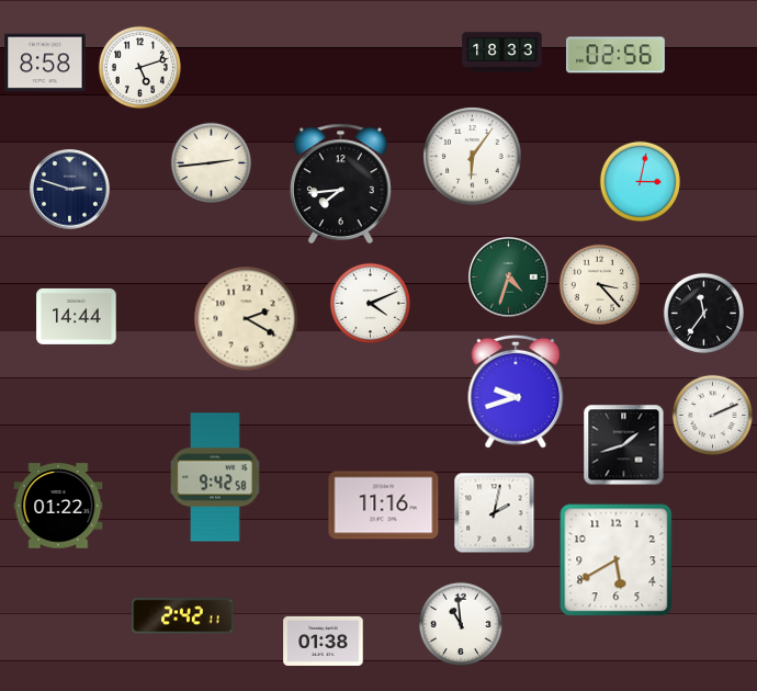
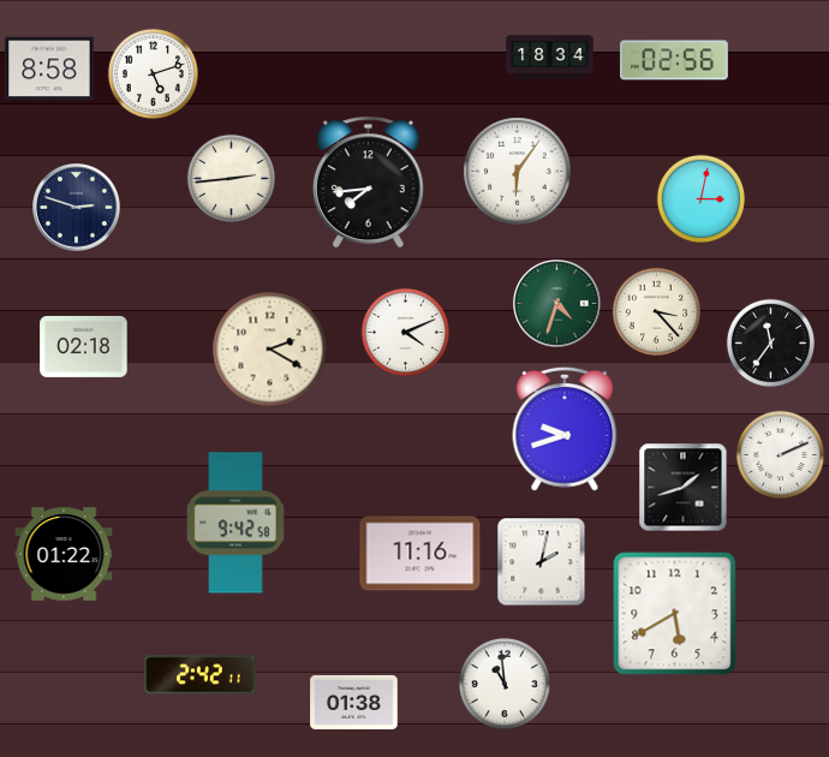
clock at (502, 53): 18:33 -> 18:34
clock at (340, 184) position: (340, 184) -> (368, 183)
clock at (77, 316): 14:44 -> 02:18
